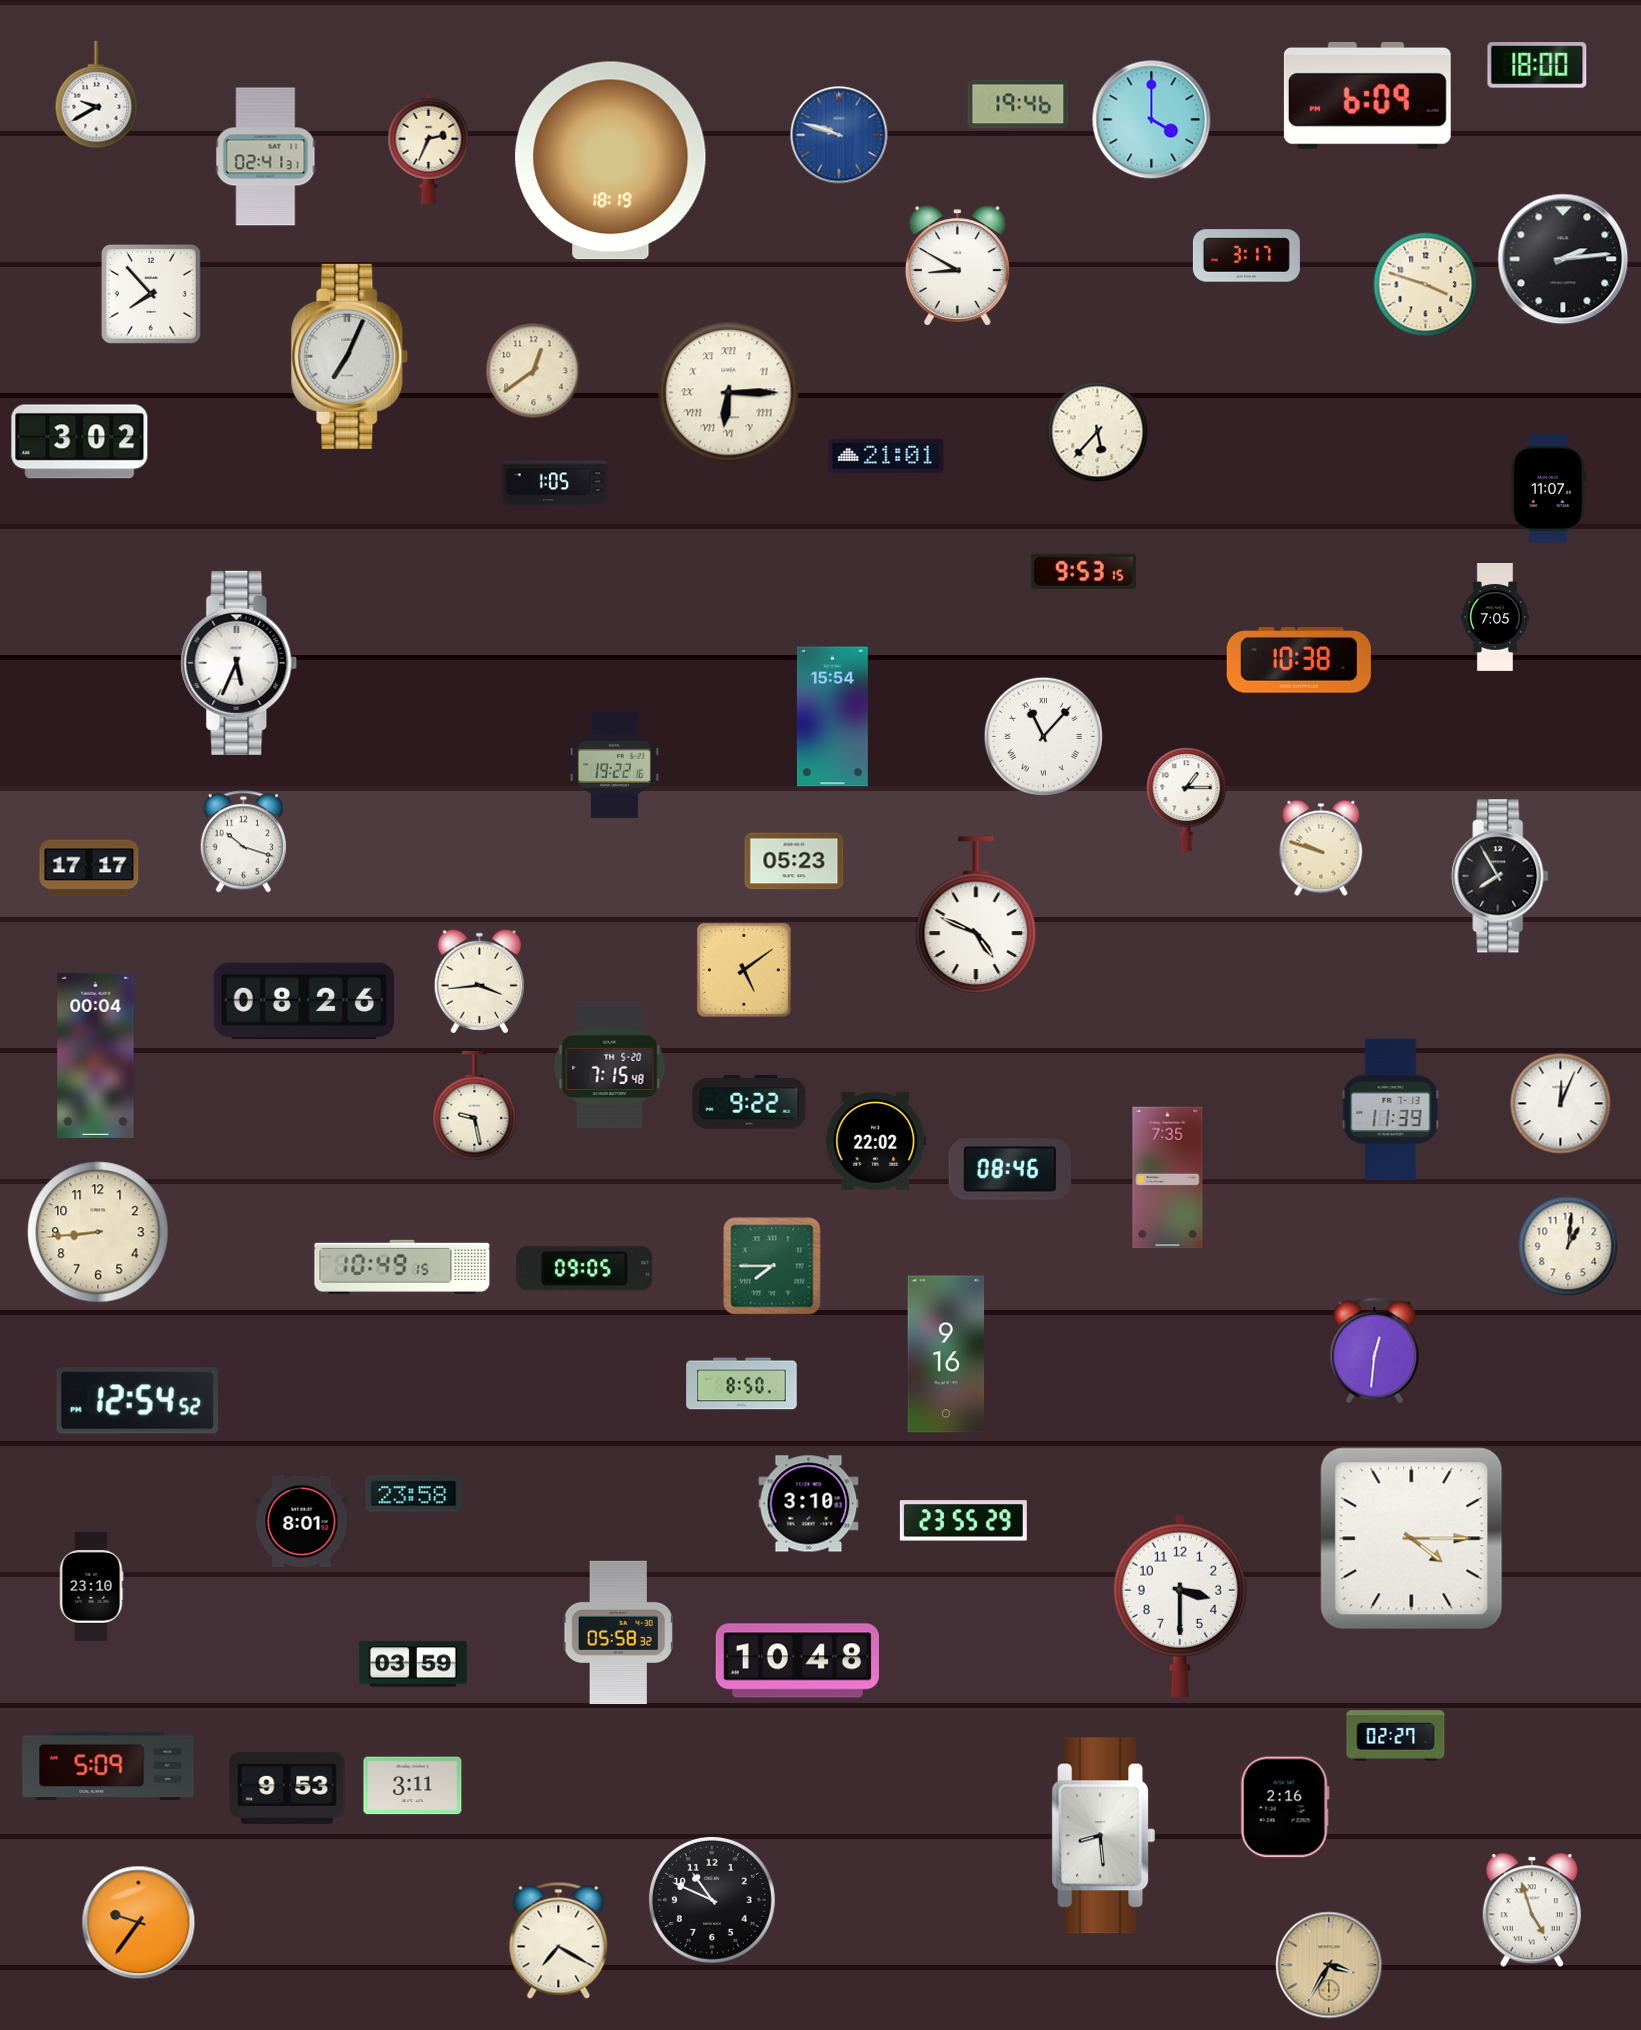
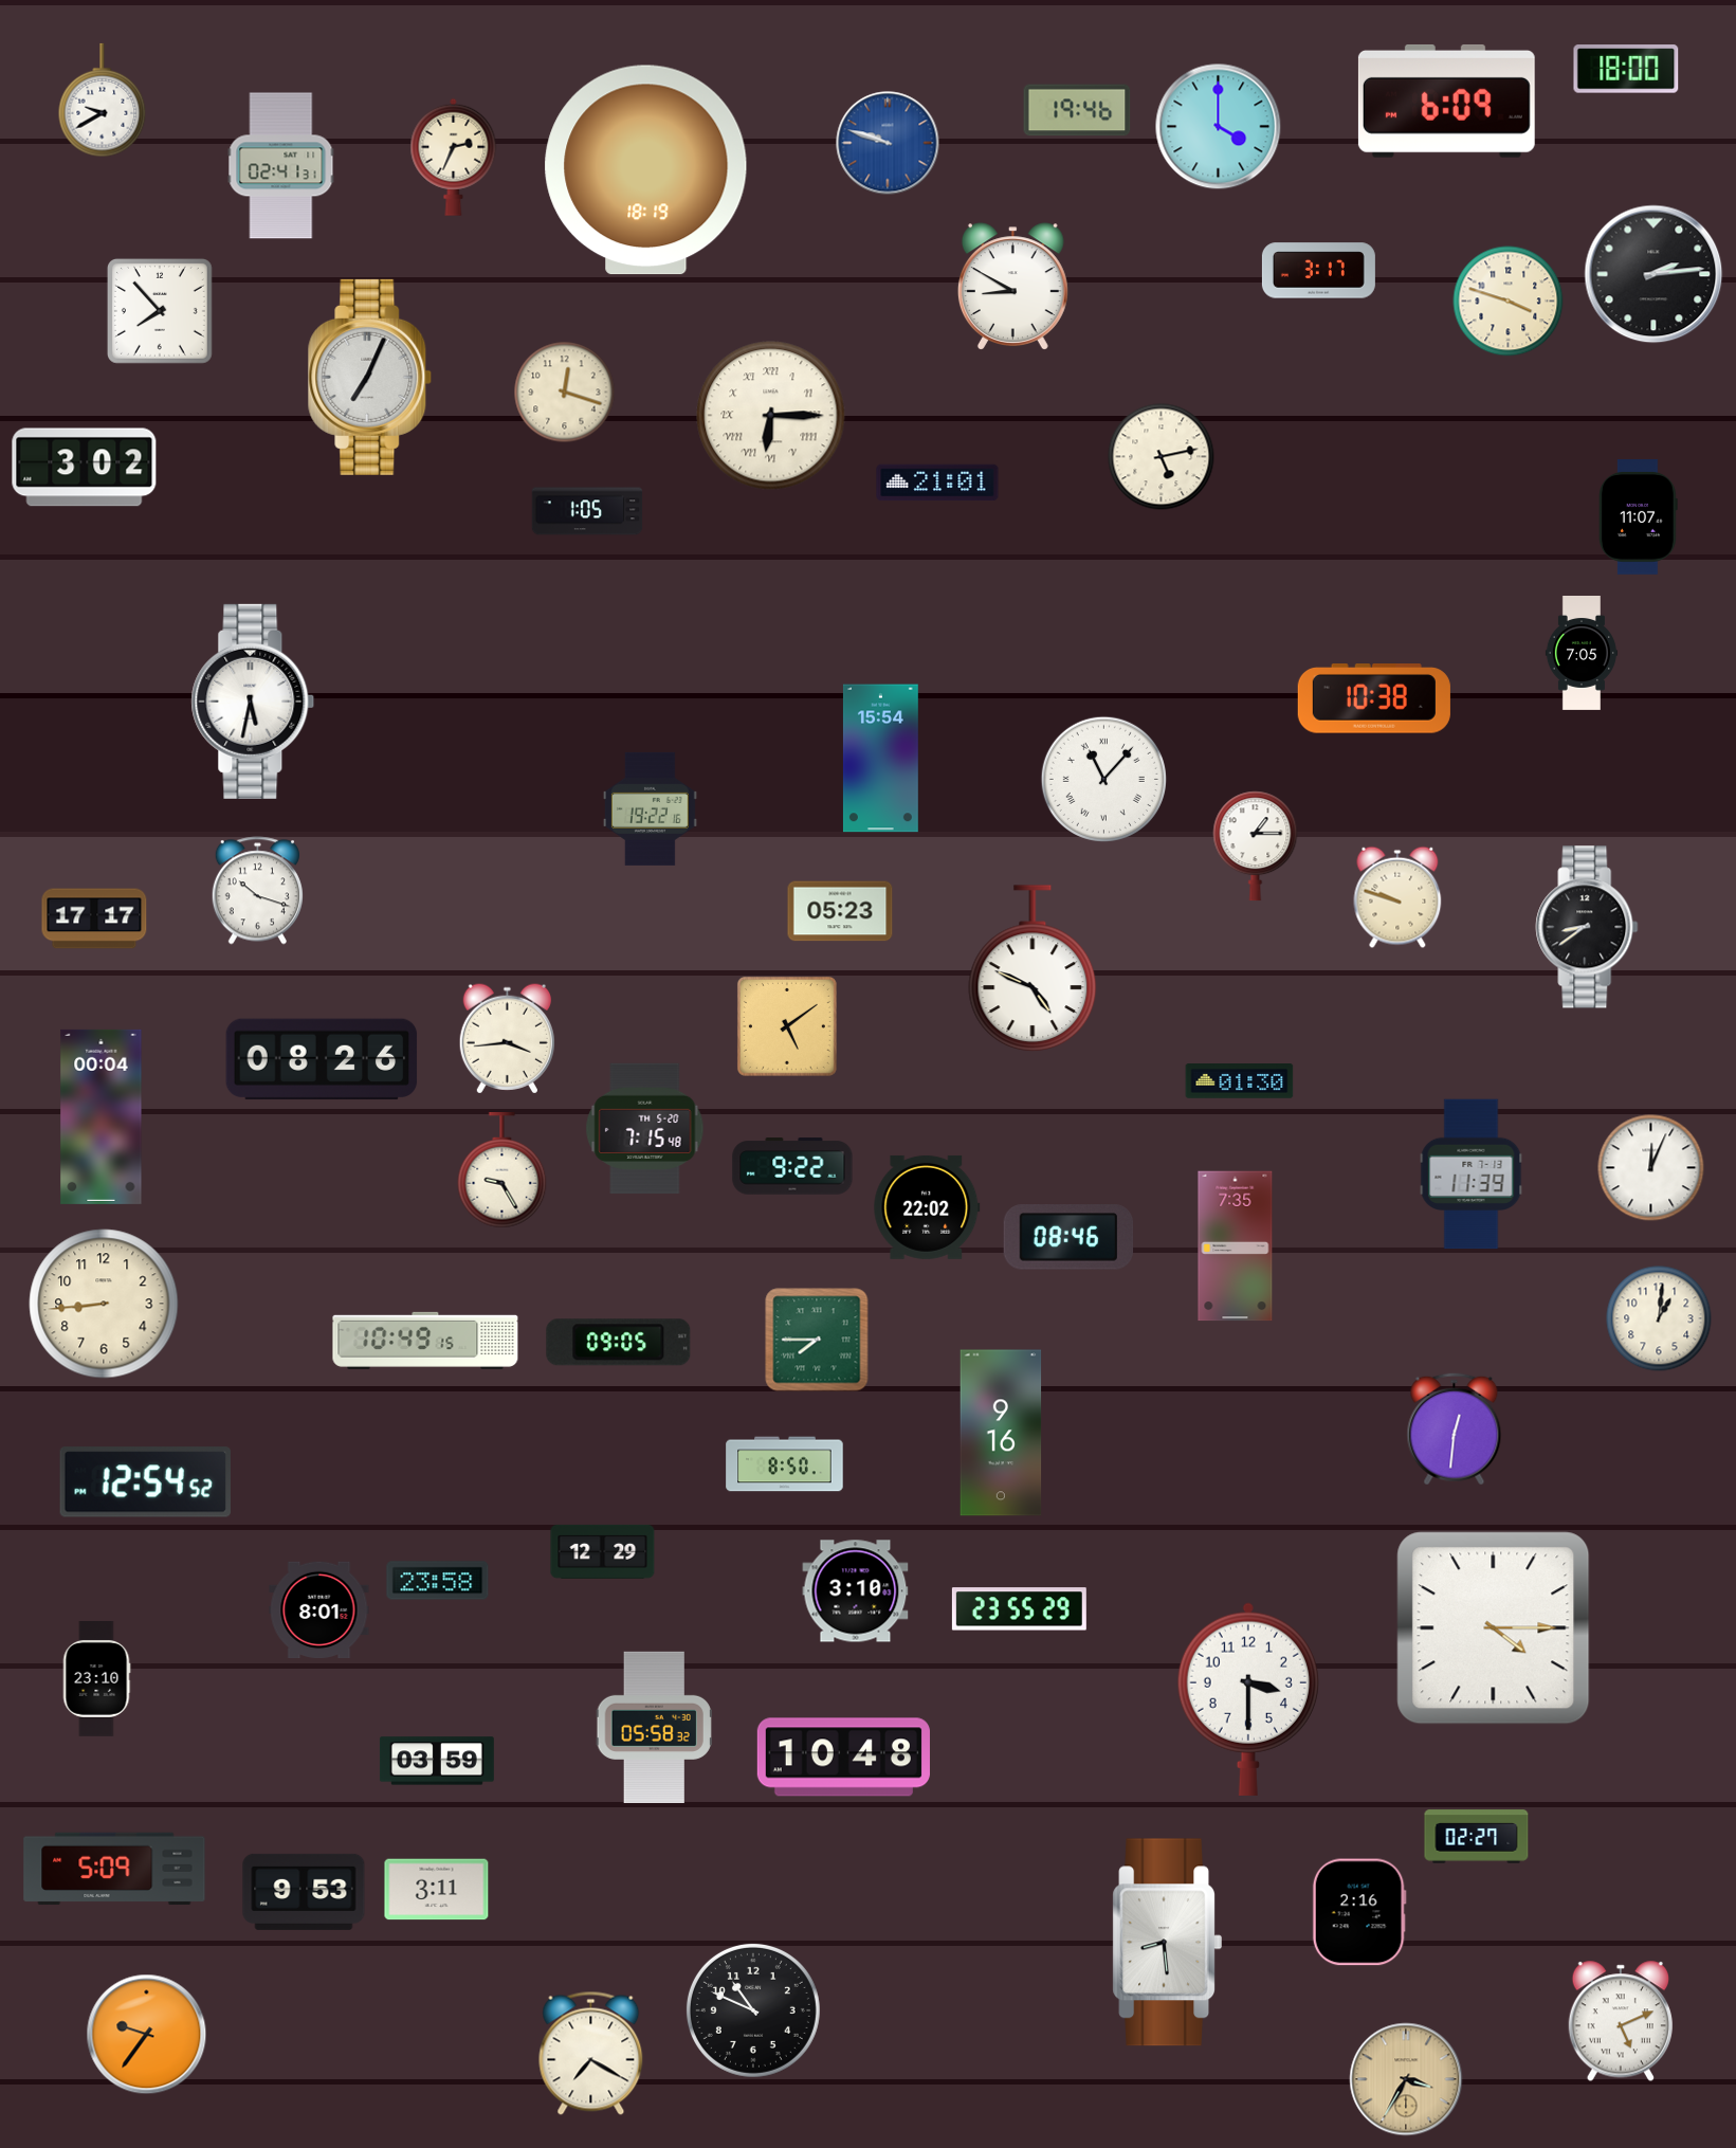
clock at (957, 266) position: (957, 266) -> (1012, 287)
clock at (534, 371): 12:39 -> 12:18
clock at (1098, 432): 5:37 -> 5:13
clock at (1083, 571): 9:53 -> none
clock at (239, 663): 5:34 -> 5:32
clock at (1500, 876): 7:55 -> 8:39
clock at (1240, 1081): none -> 01:30
clock at (475, 1107): 9:28 -> 9:25
clock at (603, 1551): none -> 12:29
clock at (1532, 1910): 4:57 -> 5:11
